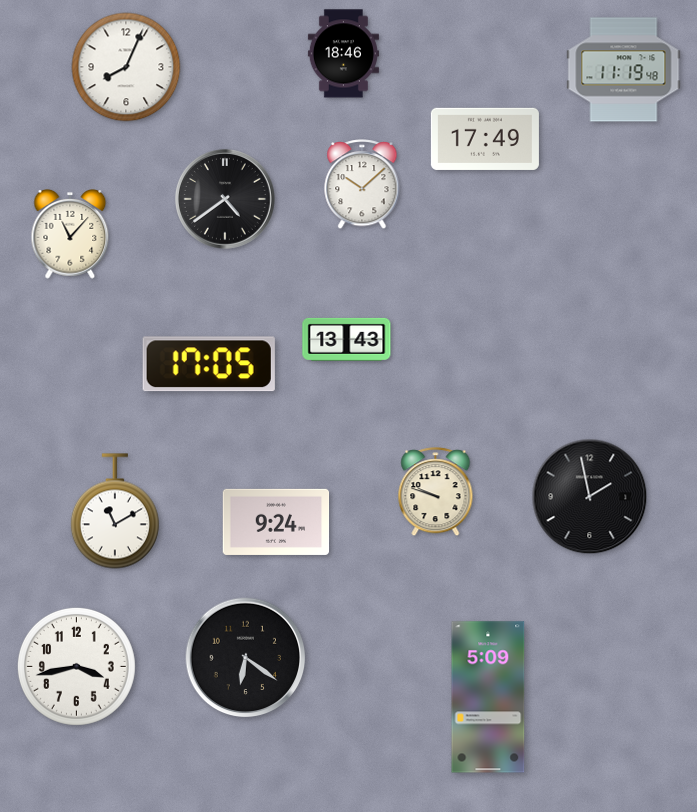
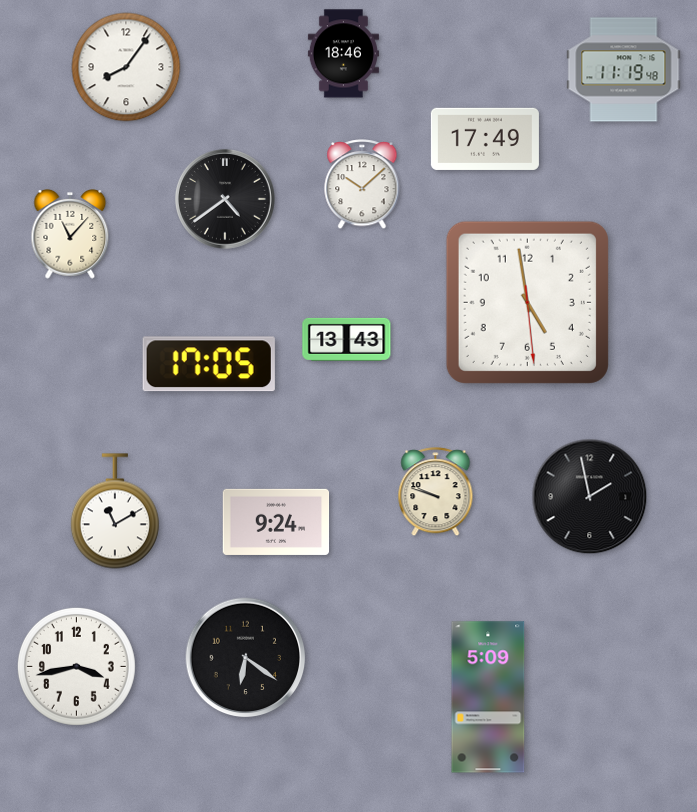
clock at (126, 67): 8:04 -> 8:06
clock at (527, 302): none -> 4:58
